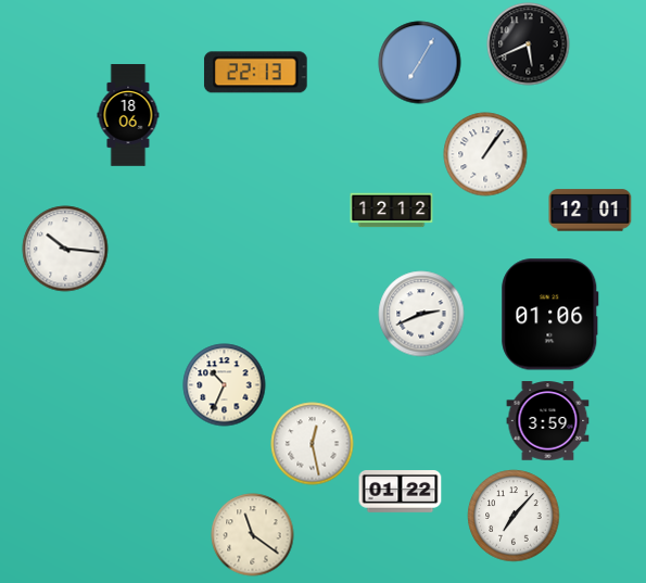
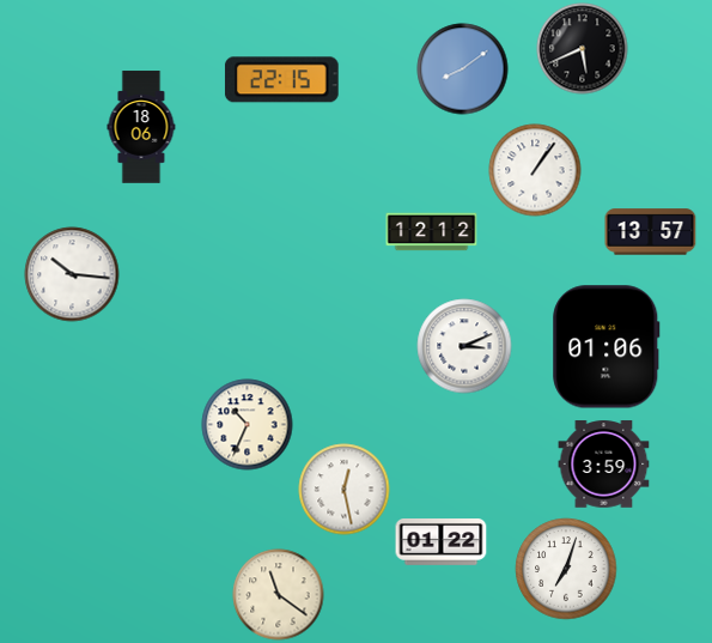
clock at (420, 63): 7:05 -> 8:09
clock at (256, 73): 22:13 -> 22:15
clock at (591, 211): 12:01 -> 13:57
clock at (421, 314): 2:41 -> 3:11
clock at (514, 516): 7:07 -> 7:03
clock at (253, 535) position: (253, 535) -> (279, 595)
